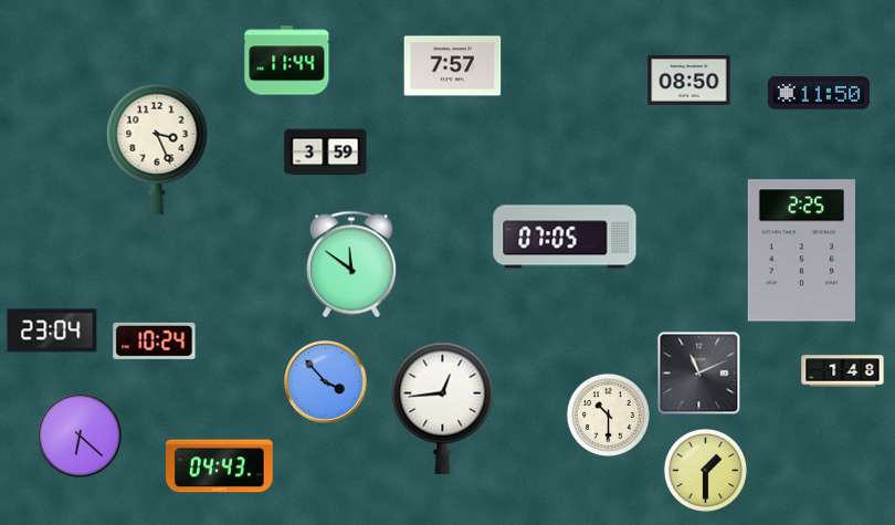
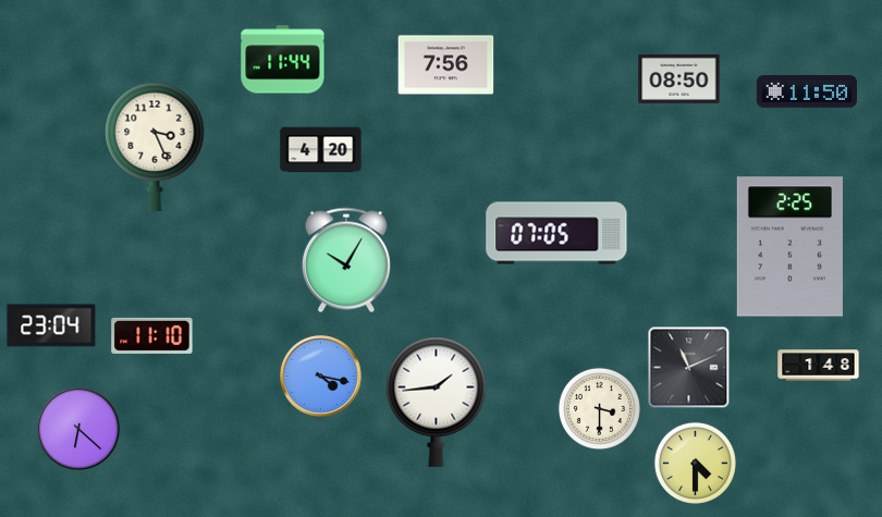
clock at (453, 66): 7:57 -> 7:56
clock at (326, 153): 3:59 -> 4:20
clock at (351, 264): 11:51 -> 10:05
clock at (155, 340): 10:24 -> 11:10
clock at (843, 371) position: (843, 371) -> (819, 366)
clock at (326, 382): 3:53 -> 4:17
clock at (443, 408): 12:44 -> 1:44
clock at (608, 414): 10:30 -> 3:30
clock at (220, 466): 04:43 -> none
clock at (705, 470): 1:30 -> 4:30
